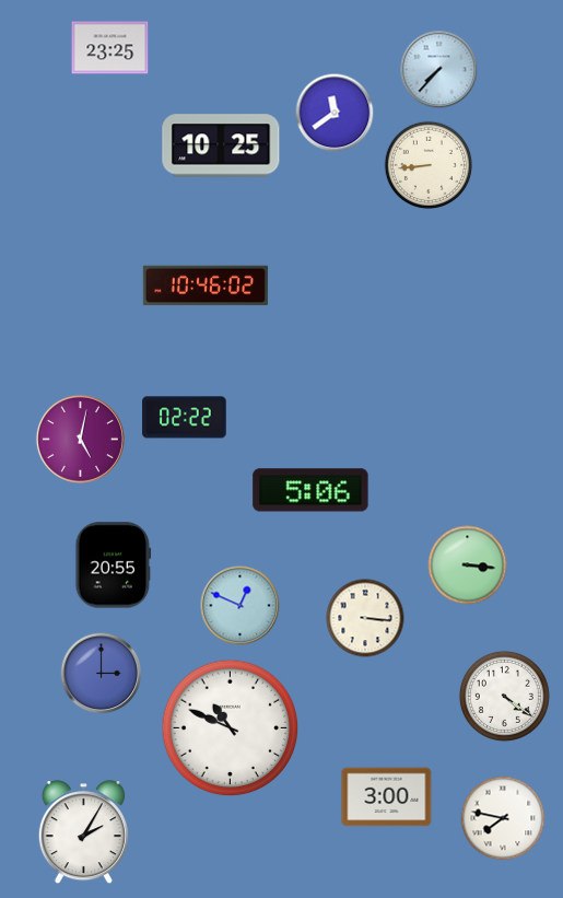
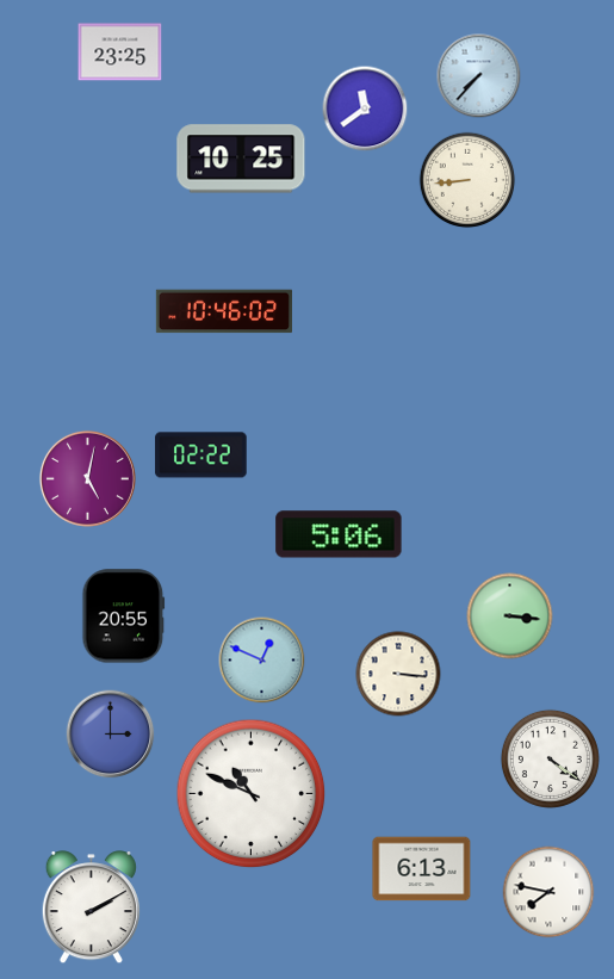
clock at (335, 113) position: (335, 113) -> (365, 109)
clock at (387, 797): 3:00 -> 6:13
clock at (83, 832): 2:05 -> 2:10
